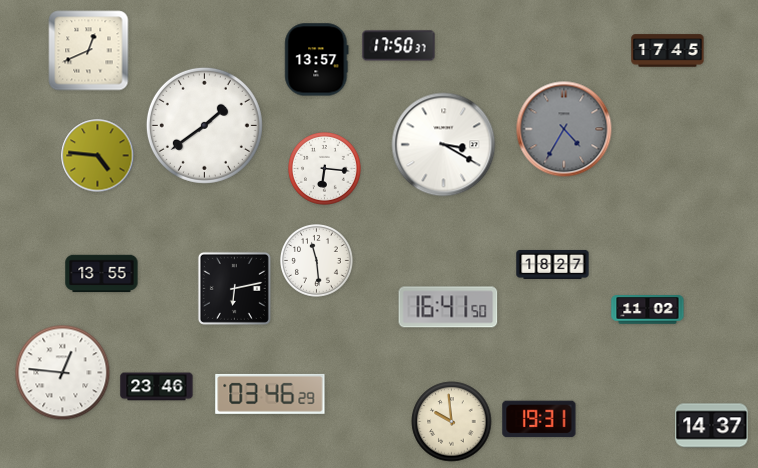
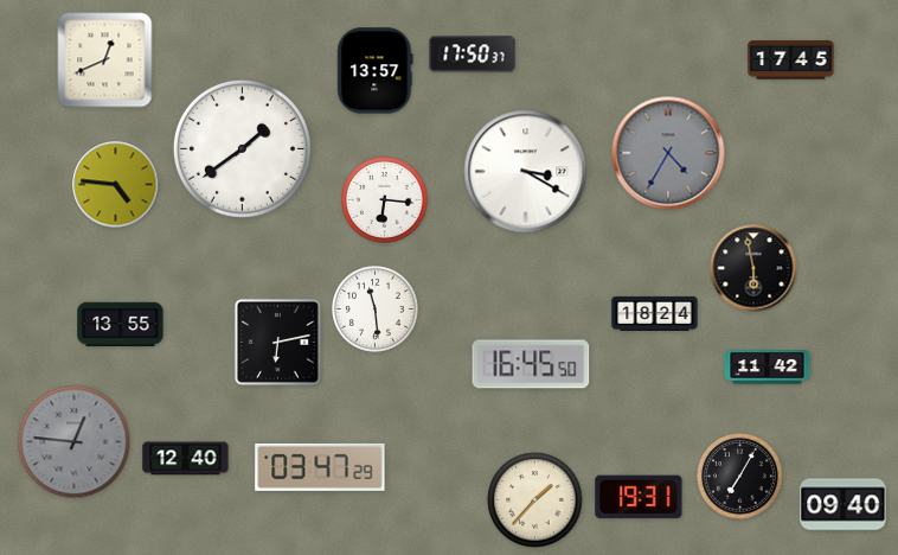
clock at (753, 268): none -> 5:58
clock at (553, 264): 18:27 -> 18:24
clock at (448, 307): 16:41 -> 16:45
clock at (648, 310): 11:02 -> 11:42
clock at (63, 373) dial: white -> grey
clock at (157, 387): 23:46 -> 12:40
clock at (270, 394): 03:46 -> 03:47
clock at (740, 477): none -> 7:05
clock at (452, 422): 9:59 -> 1:37
clock at (712, 426): 14:37 -> 09:40
